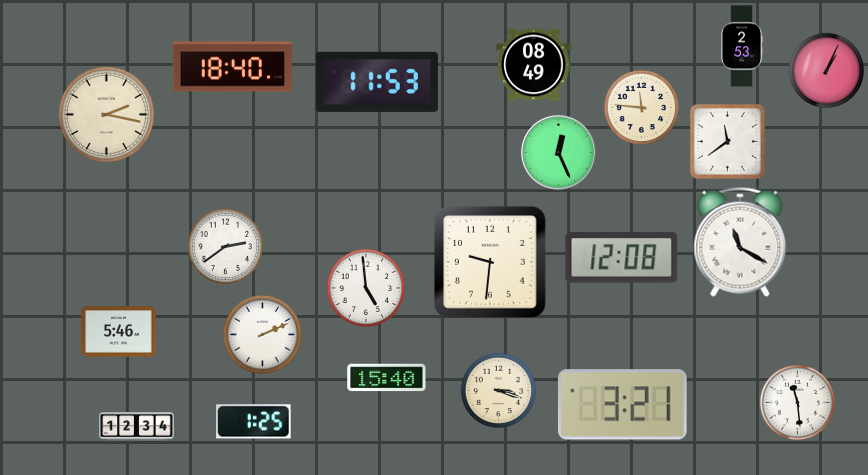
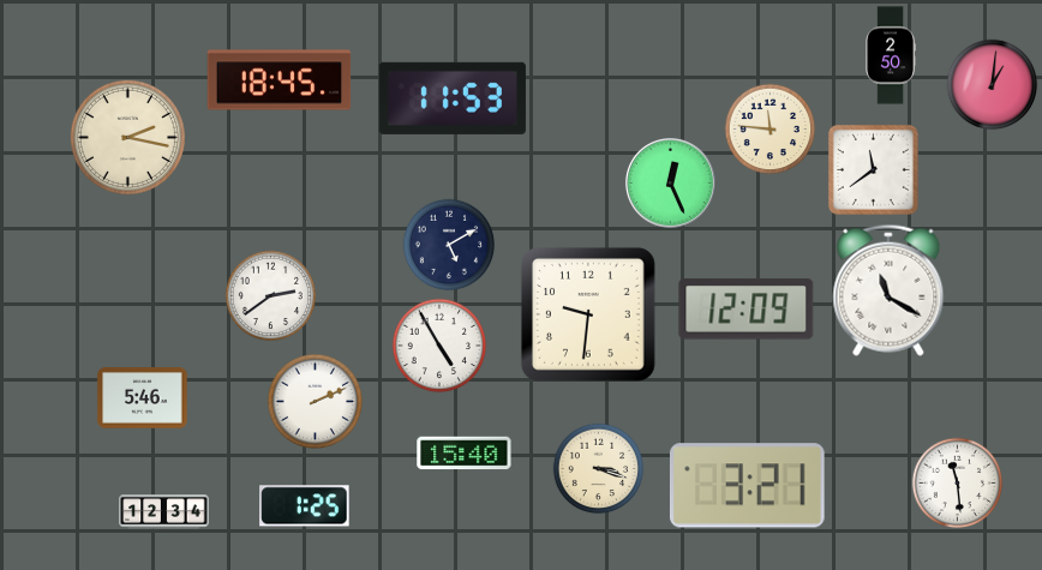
clock at (742, 46): 2:53 -> 2:50
clock at (534, 65): 08:49 -> none
clock at (233, 67): 18:40 -> 18:45
clock at (827, 71): 1:04 -> 1:01
clock at (449, 245): none -> 5:10
clock at (622, 258): 12:08 -> 12:09
clock at (366, 288): 4:59 -> 4:55
